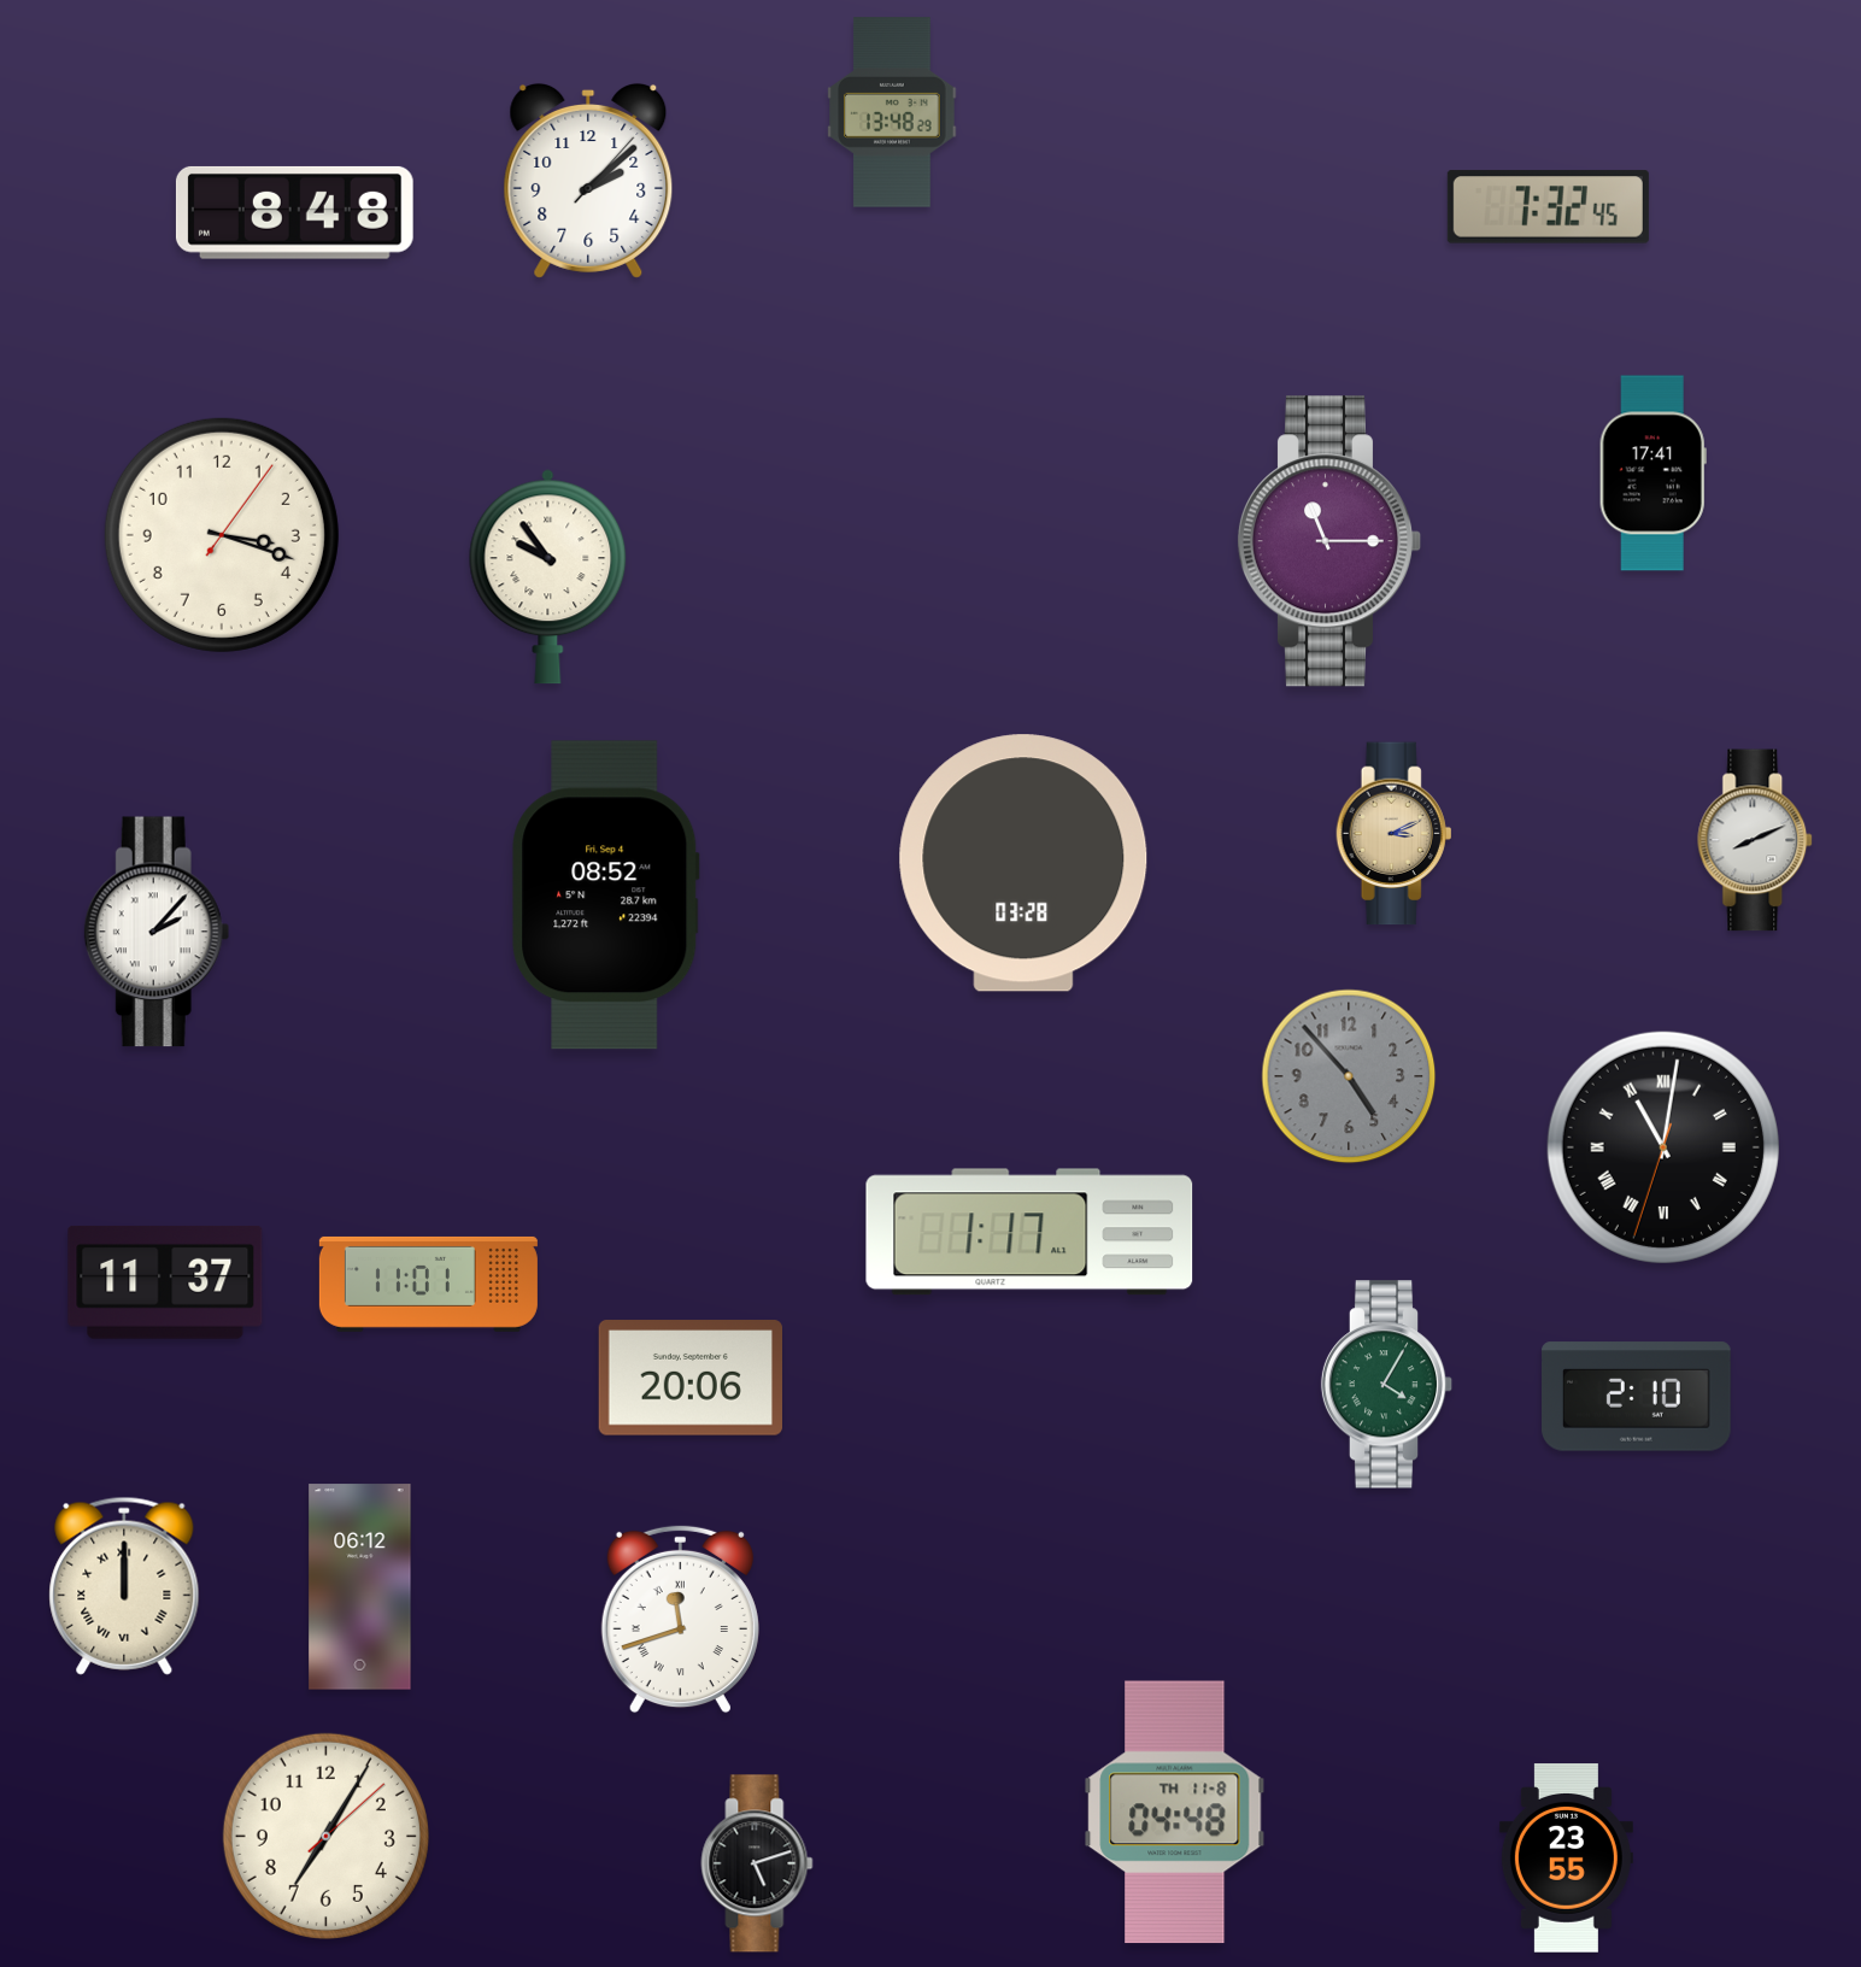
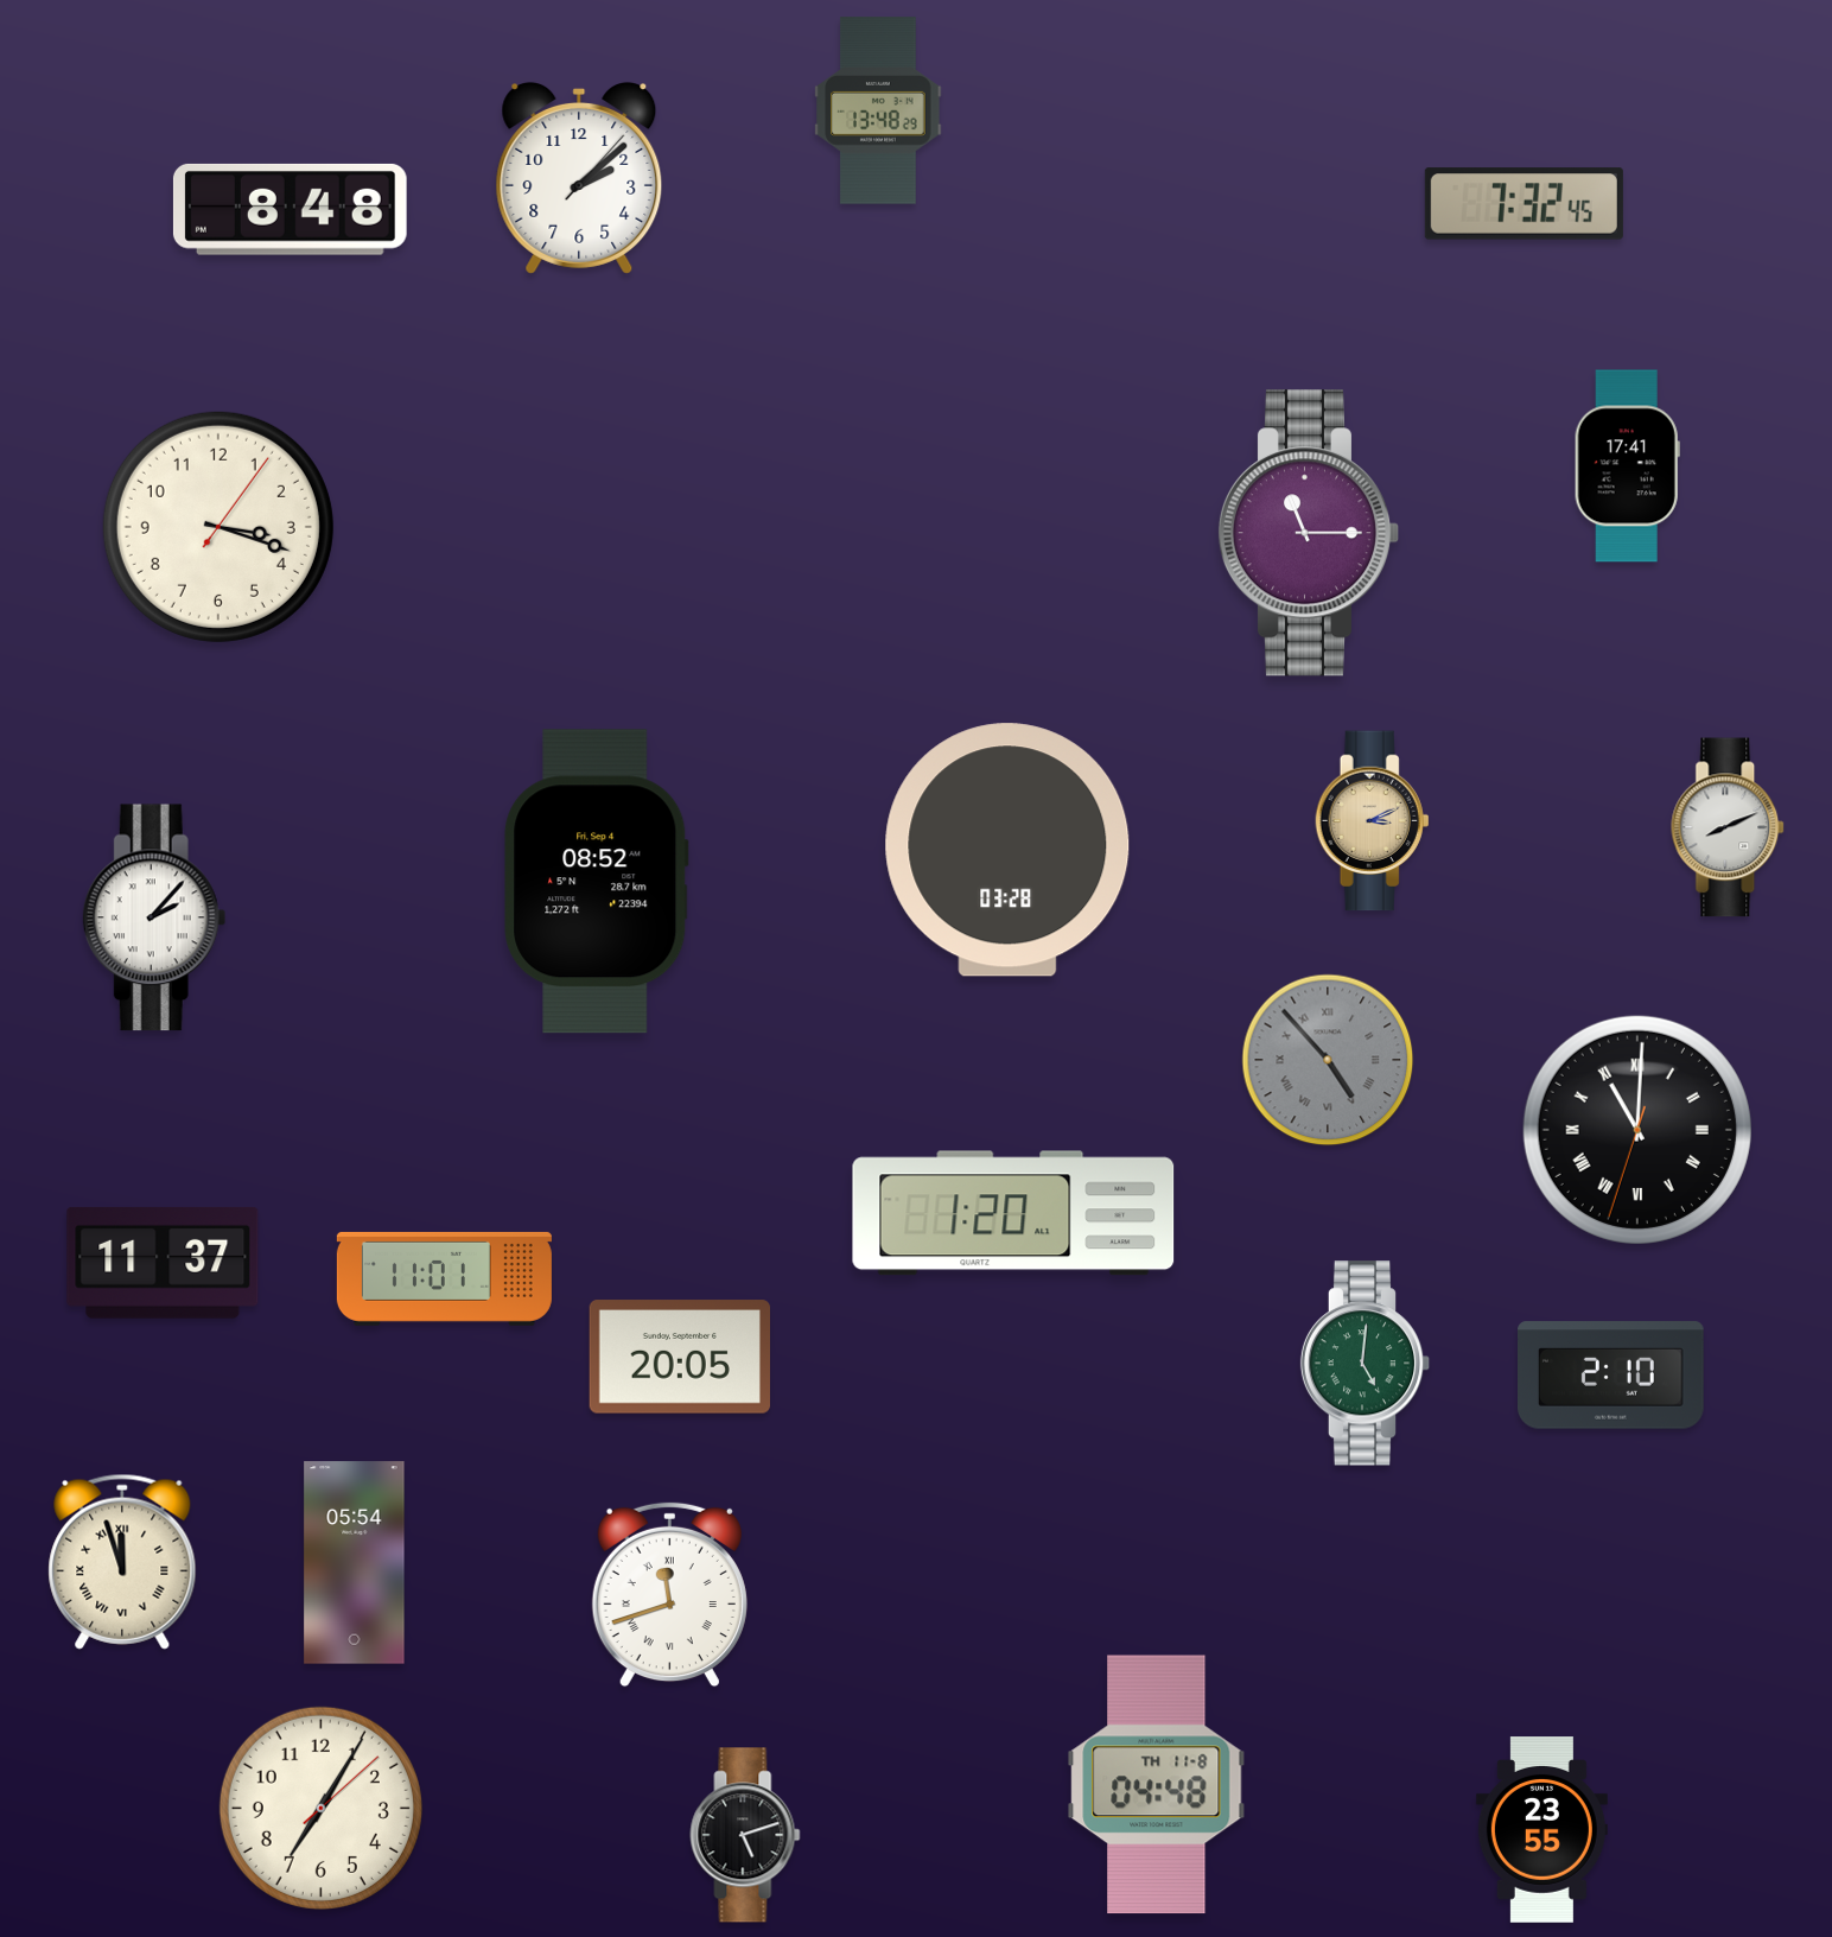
clock at (548, 577): 9:54 -> none
clock at (1349, 1076) numerals: Arabic -> Roman
clock at (1663, 1147): 11:01 -> 11:00
clock at (1029, 1232): 1:17 -> 1:20
clock at (428, 1284) position: (428, 1284) -> (444, 1278)
clock at (689, 1378): 20:06 -> 20:05
clock at (1387, 1385): 4:05 -> 5:01
clock at (124, 1586): 12:00 -> 11:57
clock at (360, 1587): 06:12 -> 05:54
